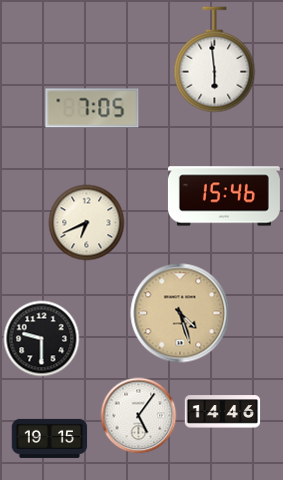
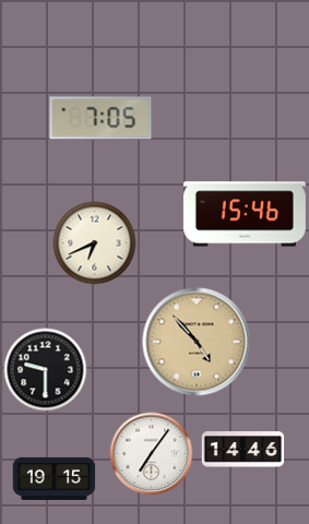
clock at (215, 60): 5:59 -> none
clock at (180, 313): 4:27 -> 4:53
clock at (139, 416): 5:06 -> 7:06
